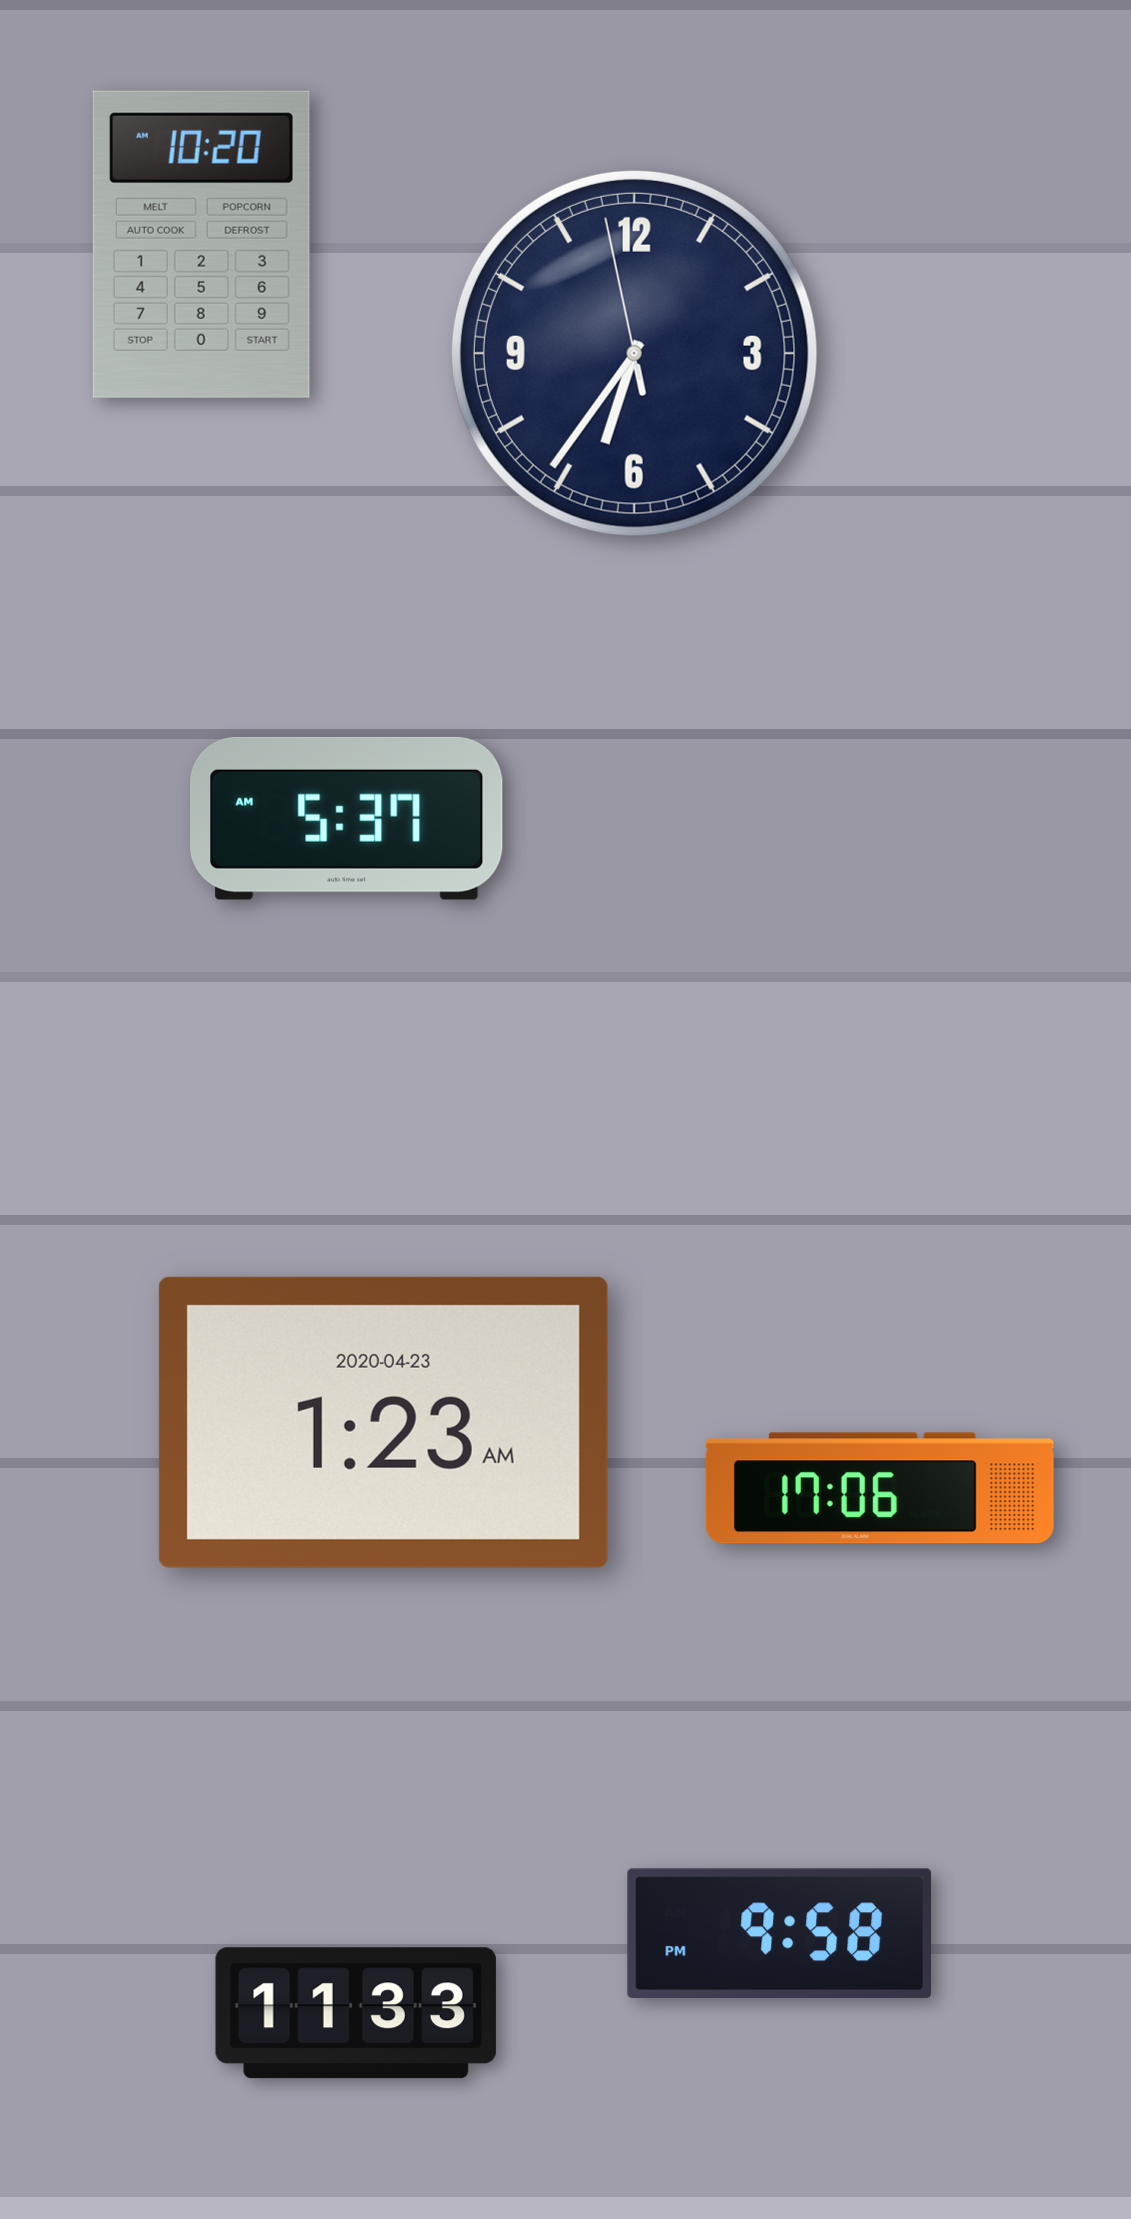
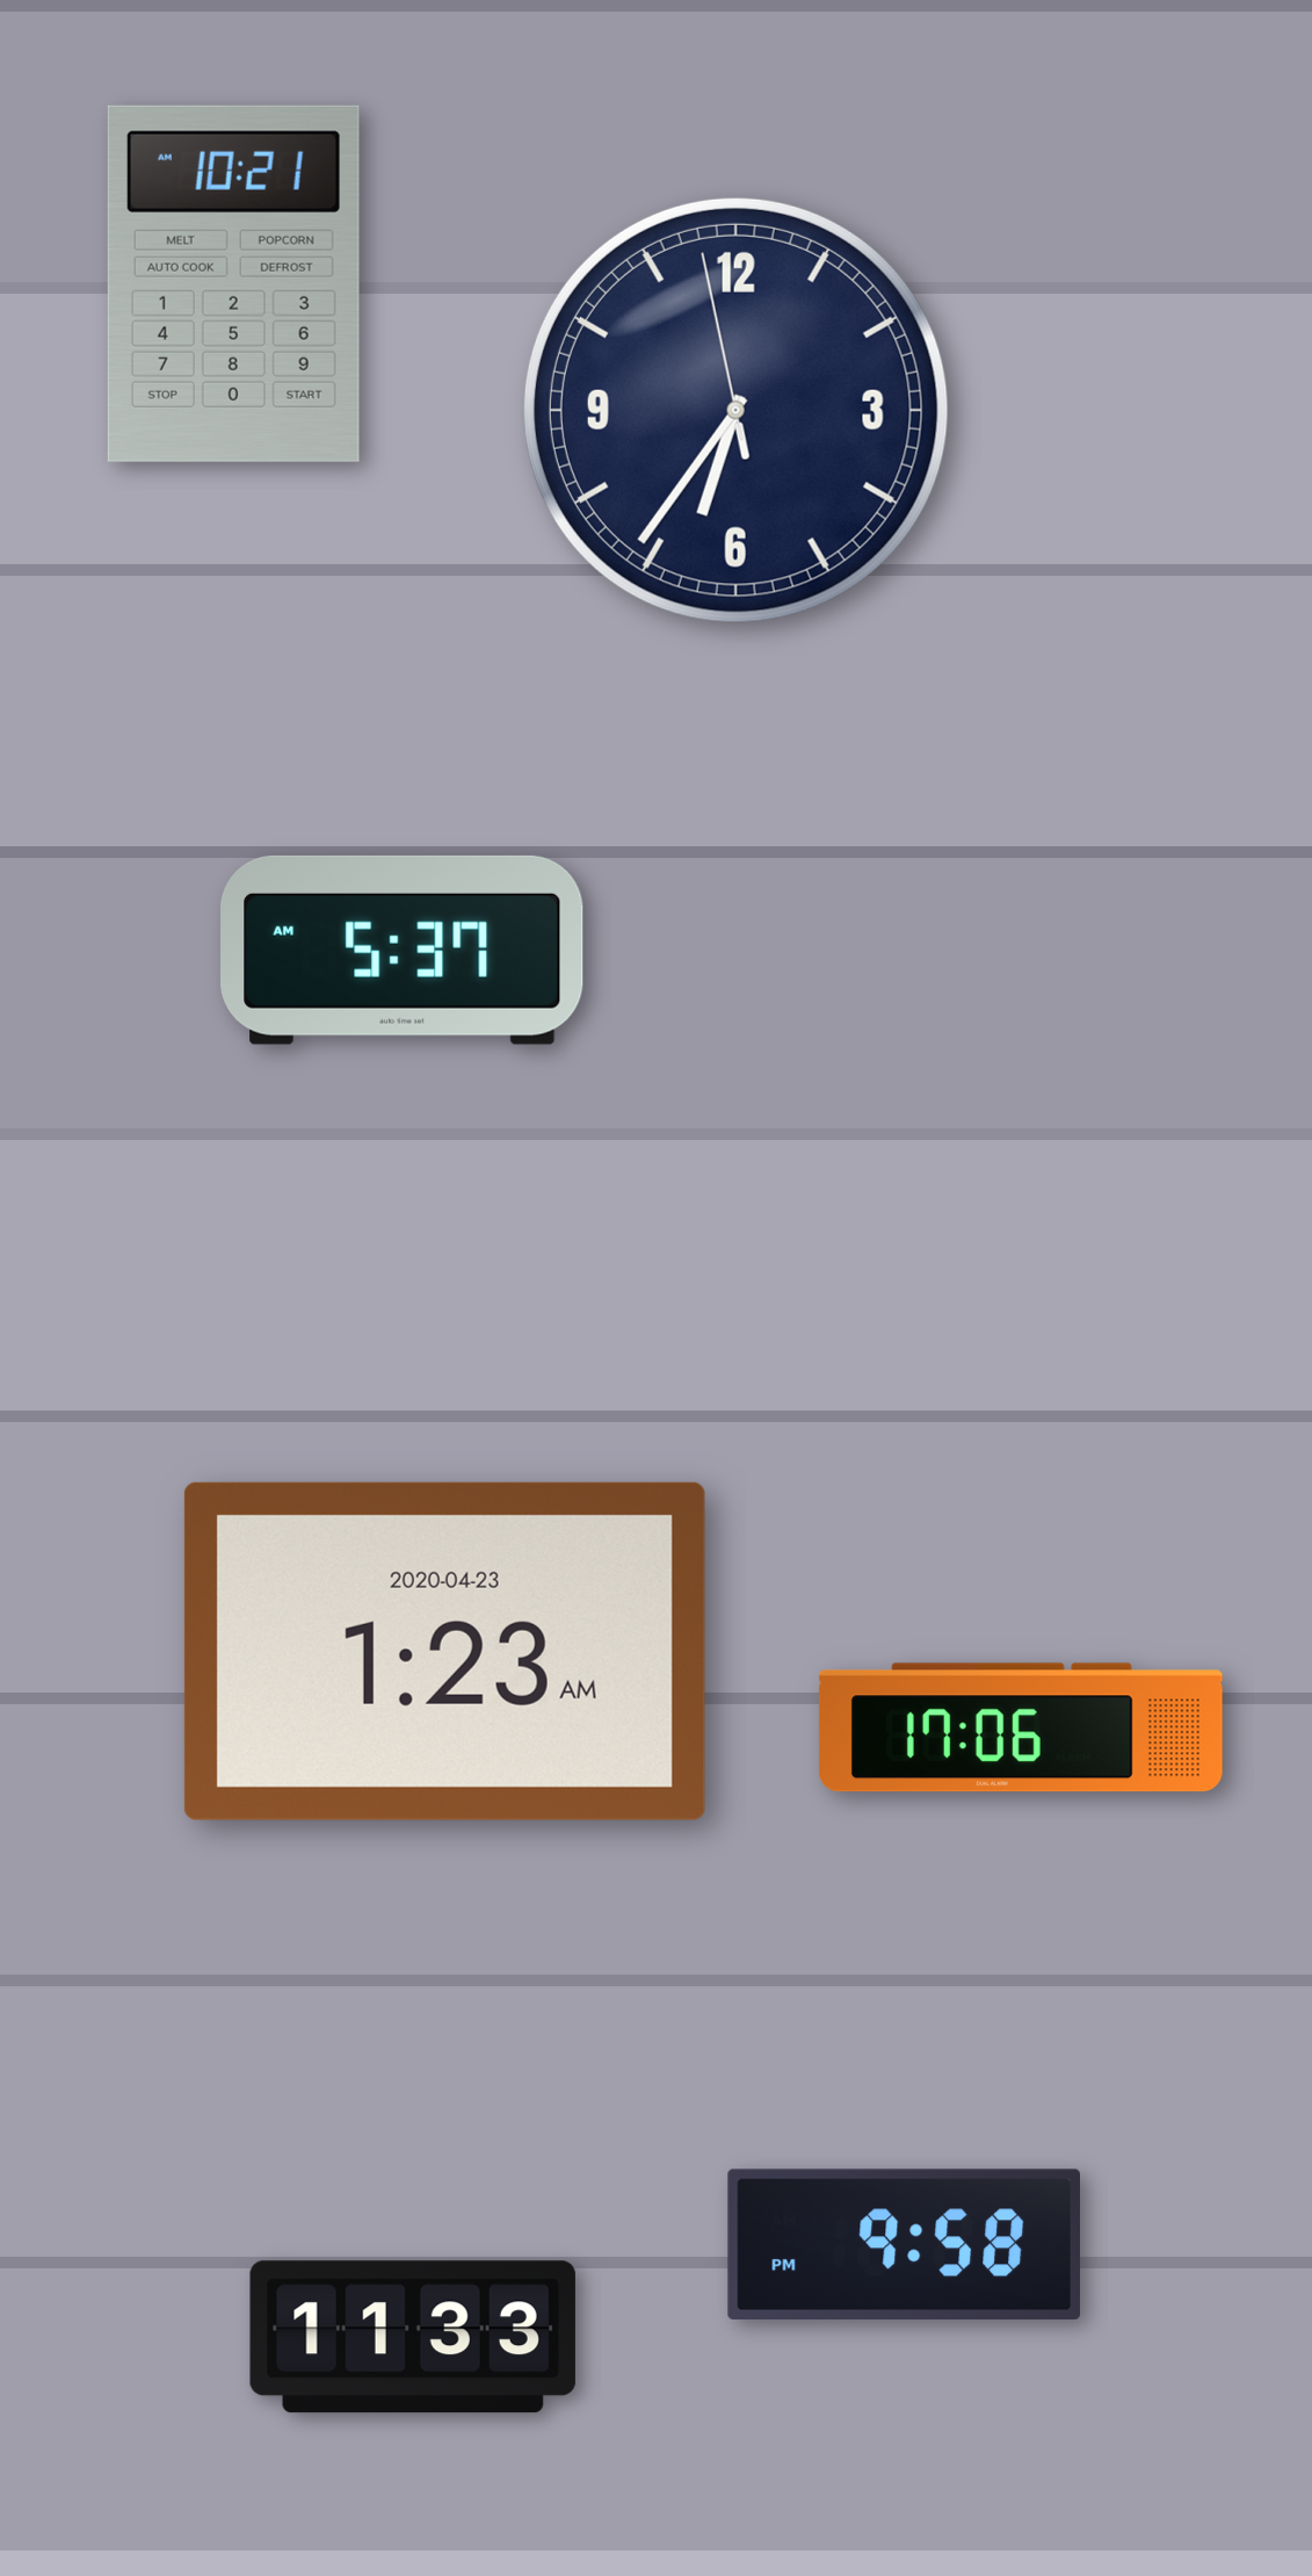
clock at (201, 244): 10:20 -> 10:21
